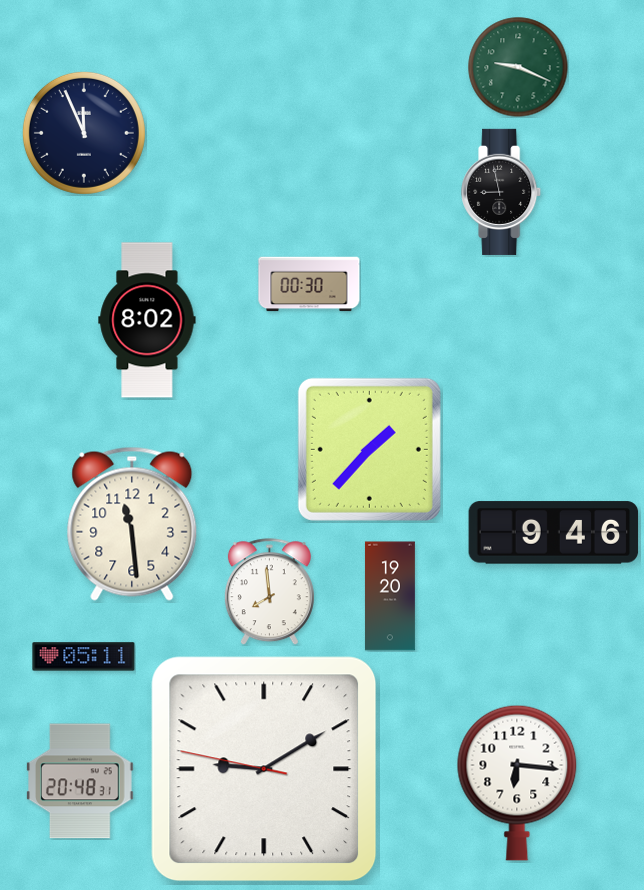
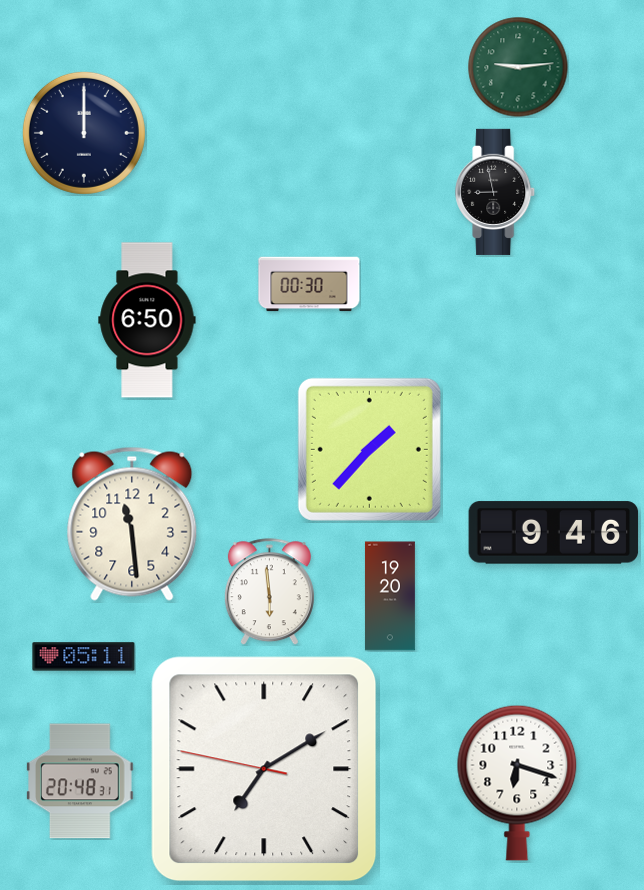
clock at (518, 67): 9:19 -> 9:14
clock at (84, 133): 11:56 -> 12:00
clock at (502, 192) position: (502, 192) -> (496, 192)
clock at (147, 320): 8:02 -> 6:50
clock at (269, 592): 7:59 -> 5:59
clock at (264, 769): 9:09 -> 7:09
clock at (517, 783): 6:16 -> 6:18
